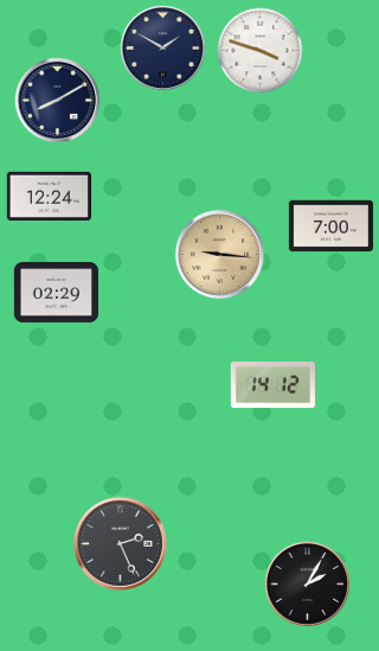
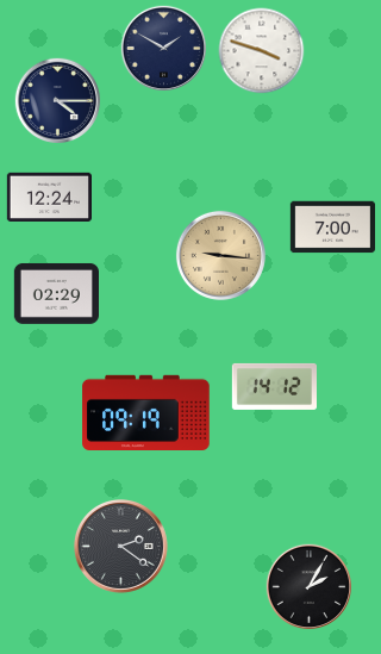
clock at (57, 100): 8:10 -> 4:15
clock at (146, 413): none -> 09:19
clock at (120, 543): 2:26 -> 2:21
